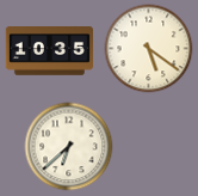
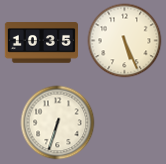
clock at (149, 49): 5:21 -> 5:26
clock at (69, 147): 6:38 -> 6:33
